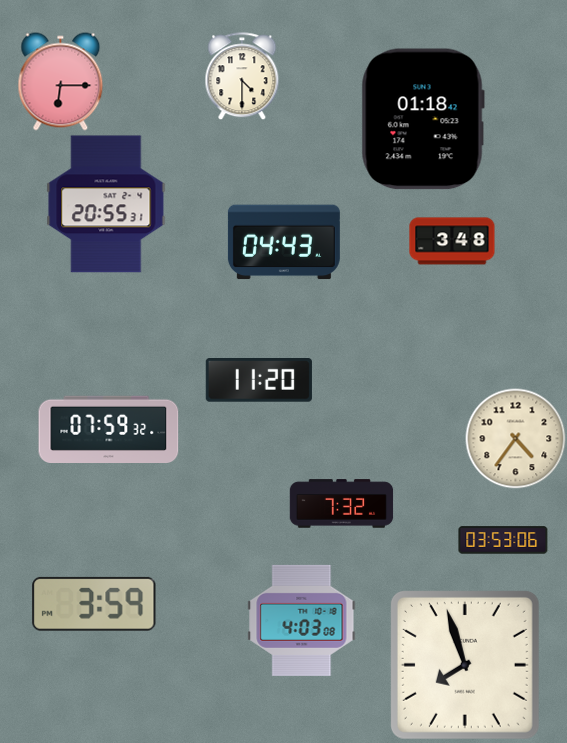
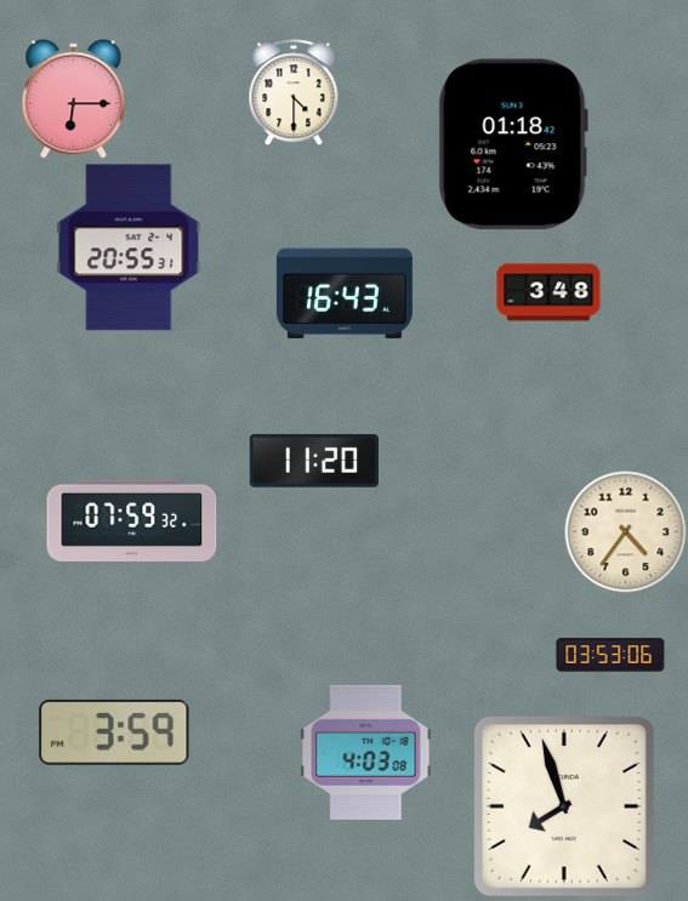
clock at (284, 242): 04:43 -> 16:43
clock at (342, 504): 7:32 -> none
